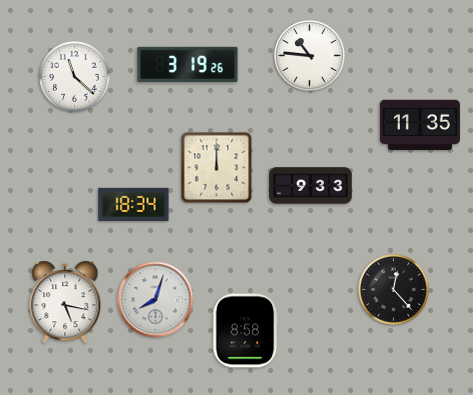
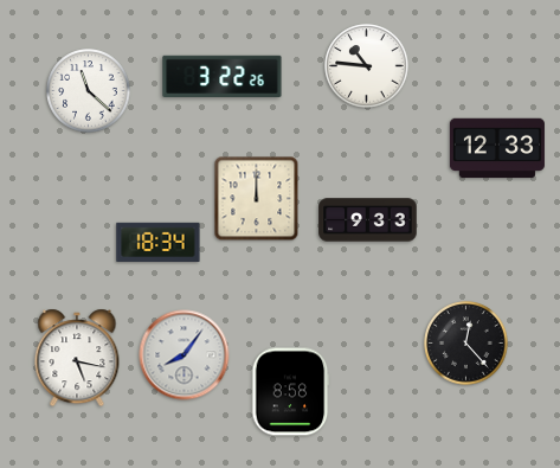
clock at (188, 65): 3:19 -> 3:22
clock at (420, 125): 11:35 -> 12:33
clock at (156, 300): 8:03 -> 8:06
